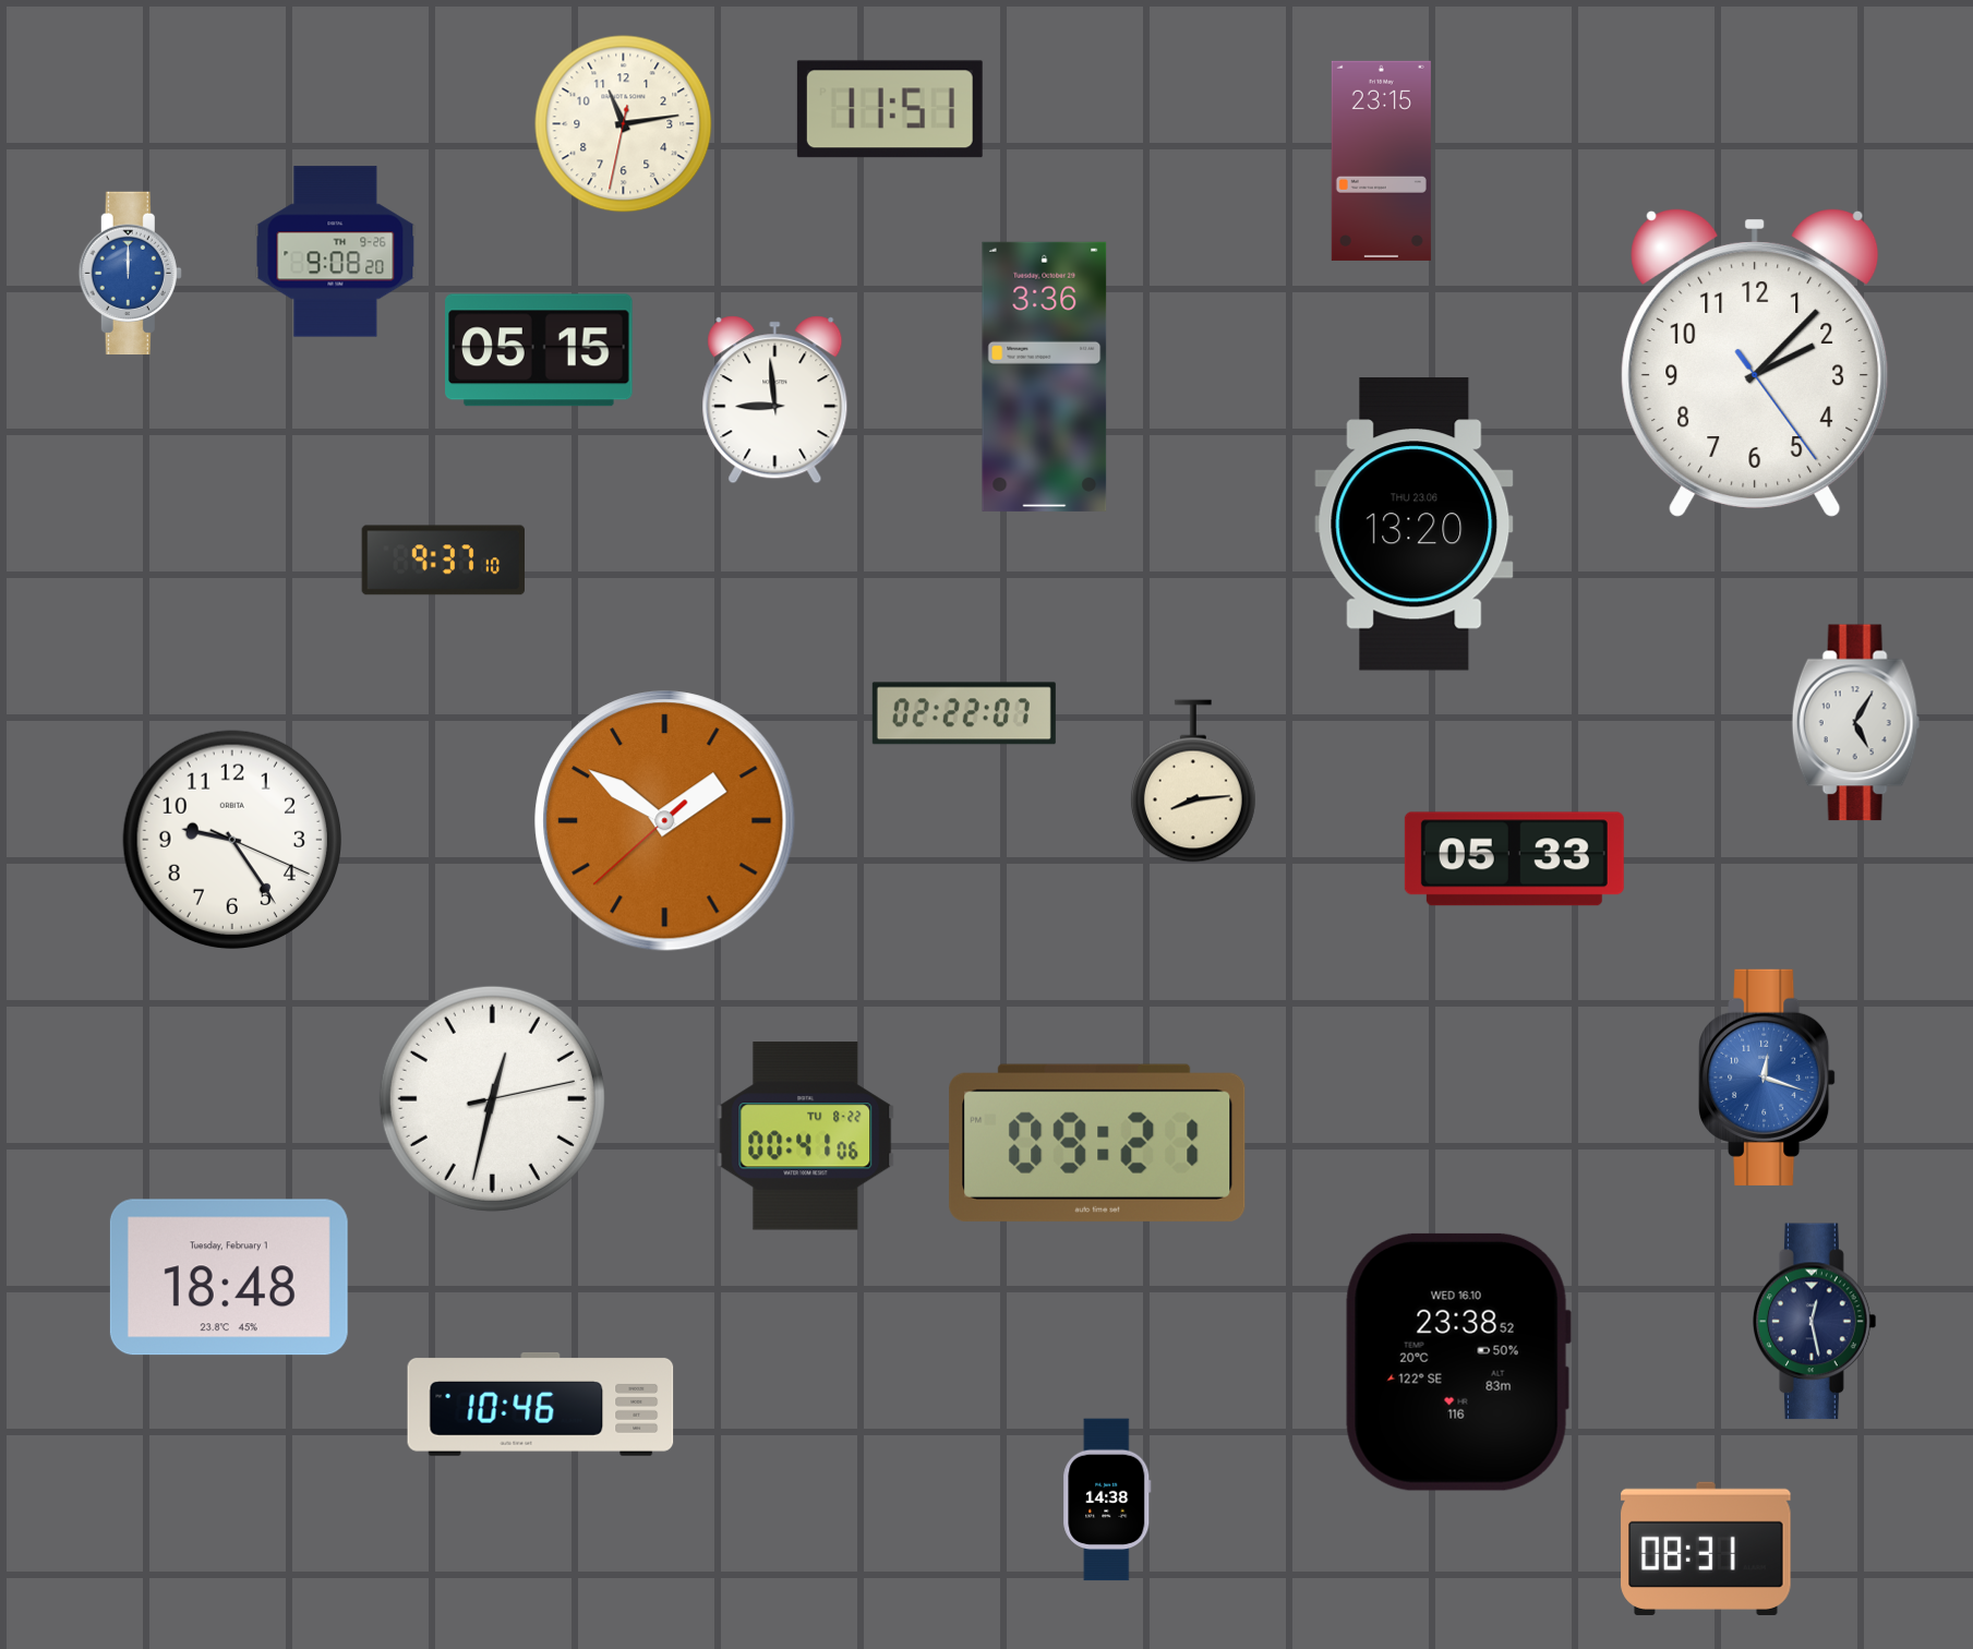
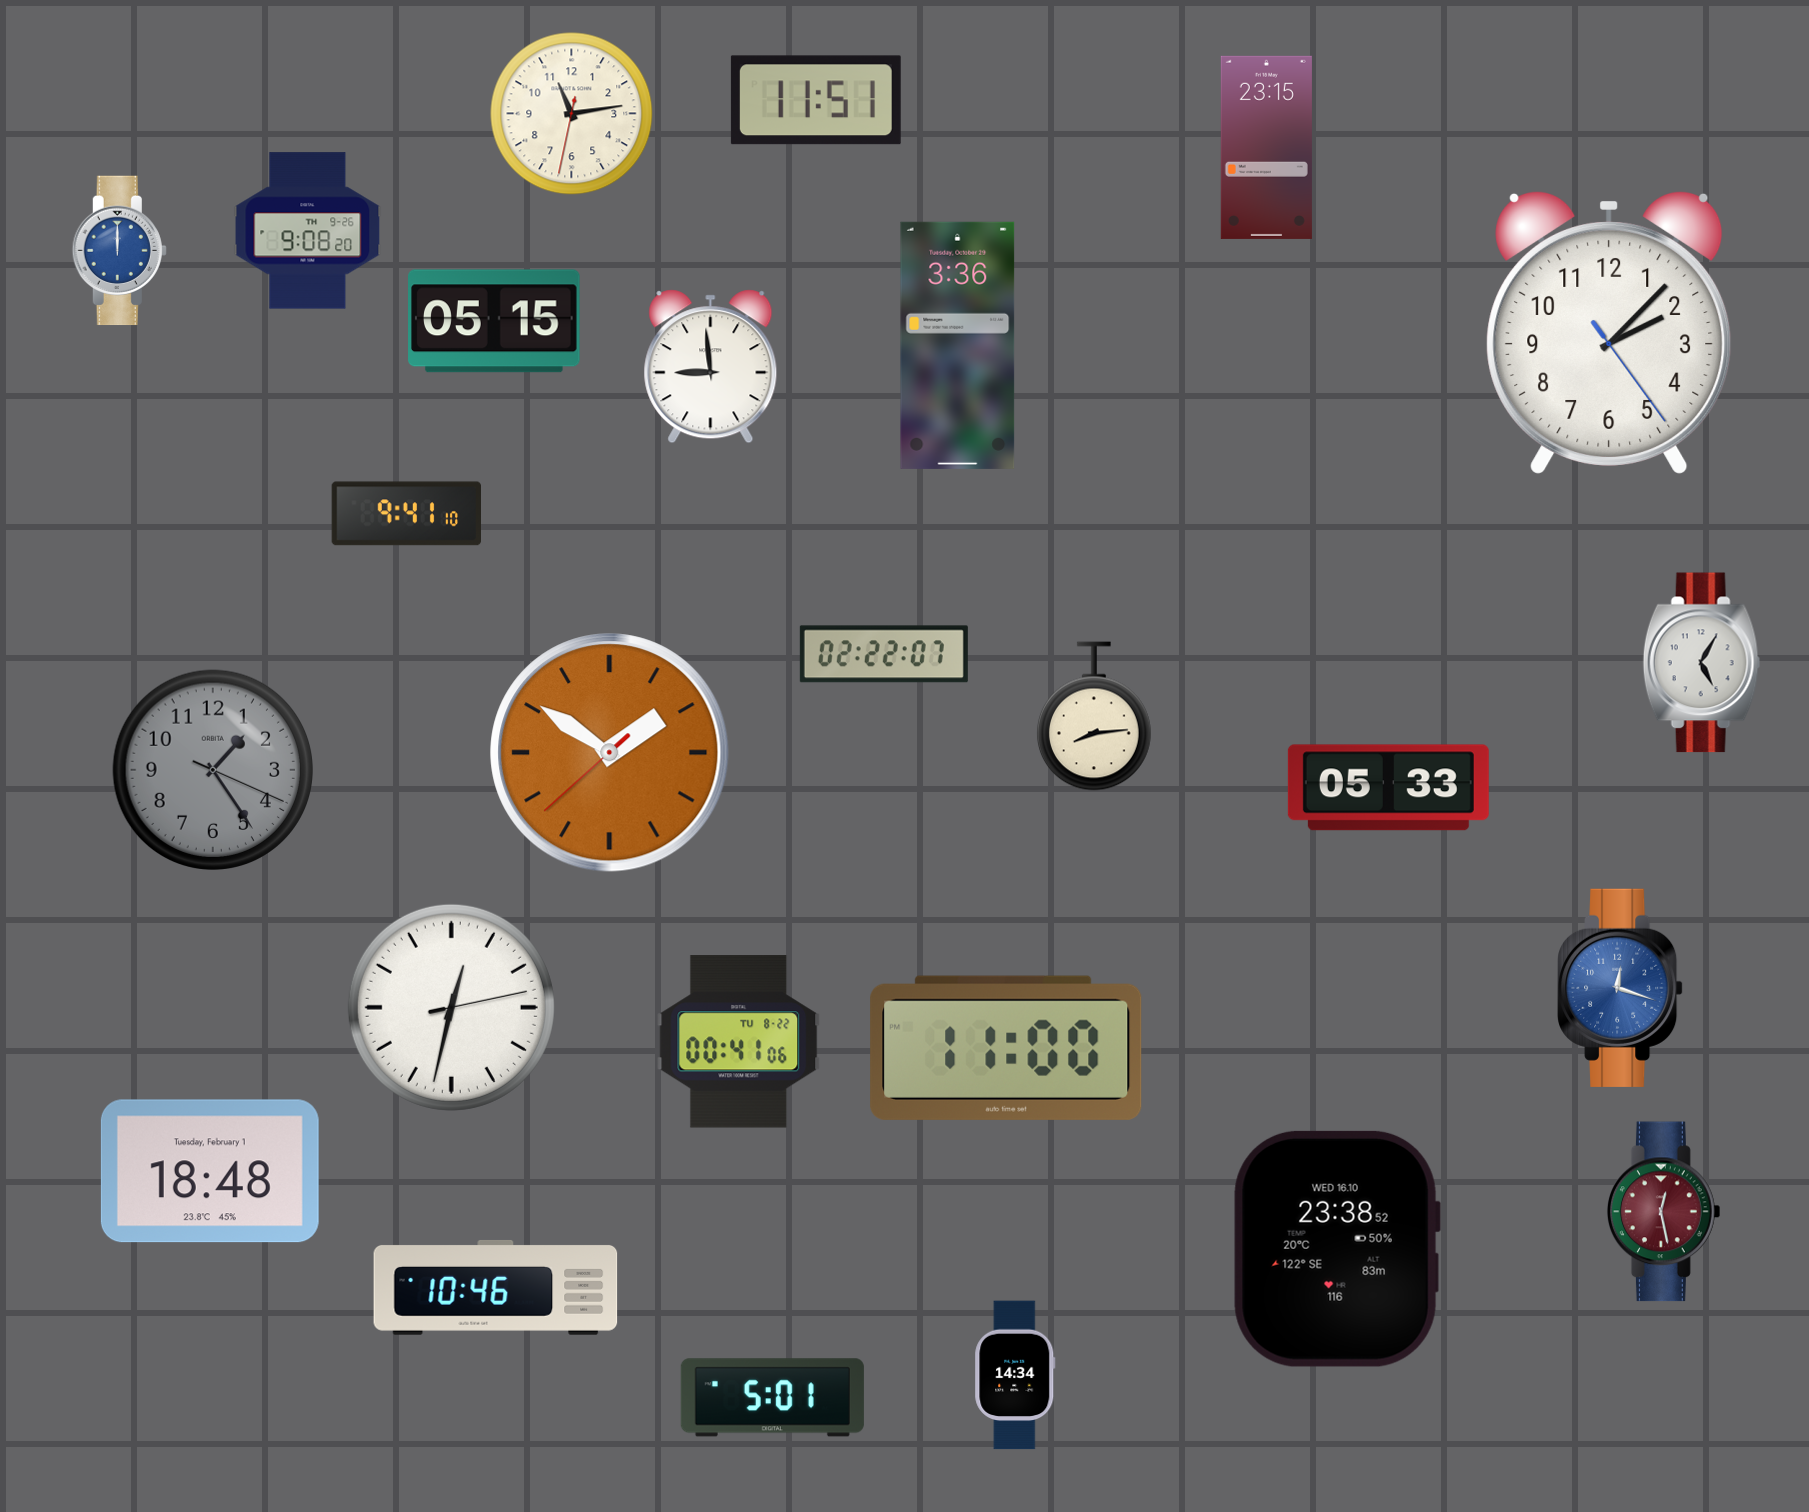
clock at (1415, 525): 13:20 -> none
clock at (443, 561): 9:37 -> 9:41
clock at (231, 839): 9:24 -> 1:24
clock at (231, 839) dial: white -> grey
clock at (1097, 1143): 09:21 -> 11:00
clock at (1815, 1322) dial: navy -> burgundy
clock at (1107, 1500): 14:38 -> 14:34
clock at (772, 1398): none -> 5:01
clock at (1706, 1549): 08:31 -> none
